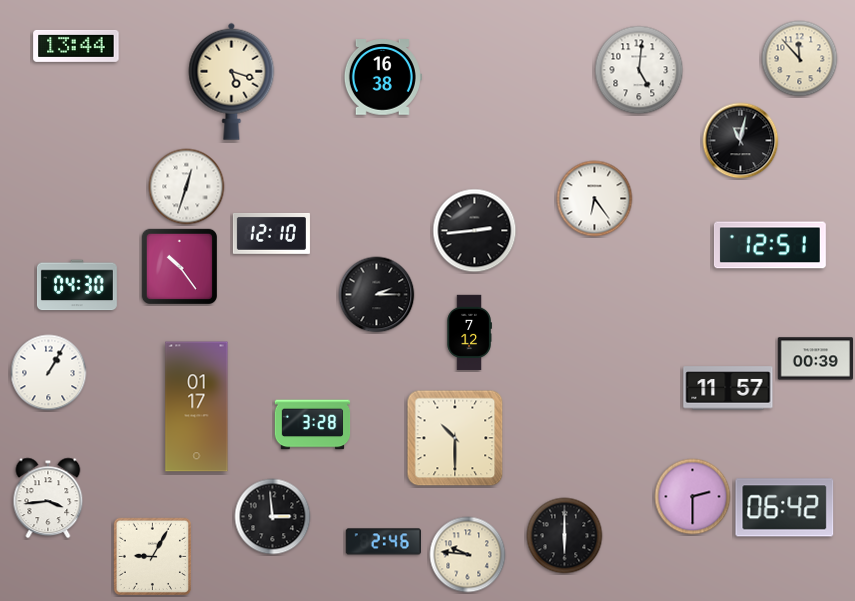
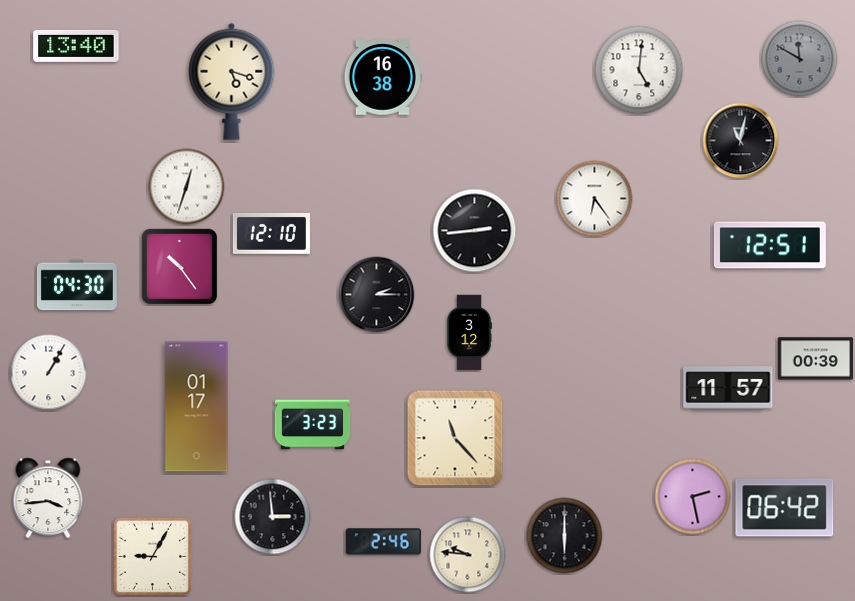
clock at (76, 46): 13:44 -> 13:40
clock at (800, 59): 11:53 -> 11:50
clock at (800, 59) dial: cream -> grey
clock at (469, 333): 7:12 -> 3:12
clock at (313, 425): 3:28 -> 3:23
clock at (455, 438): 10:30 -> 11:23
clock at (693, 497): 2:30 -> 2:28
